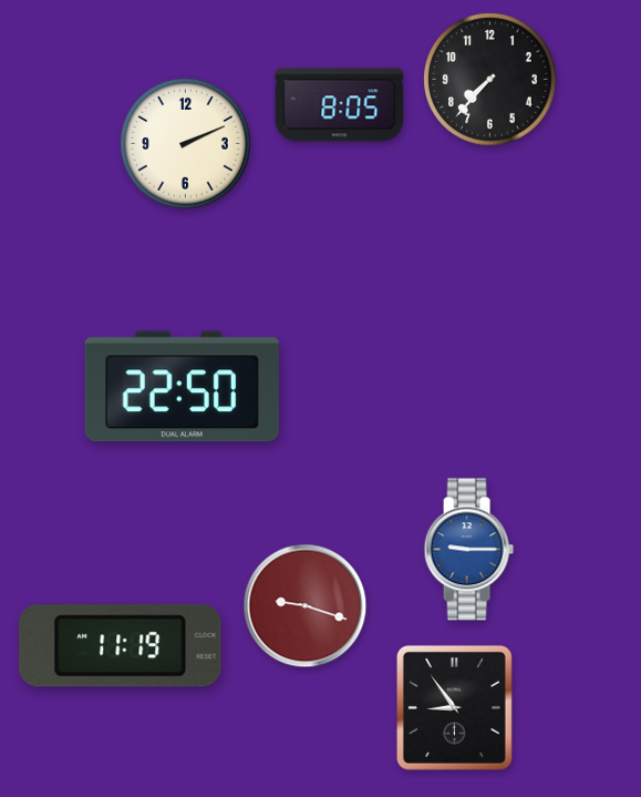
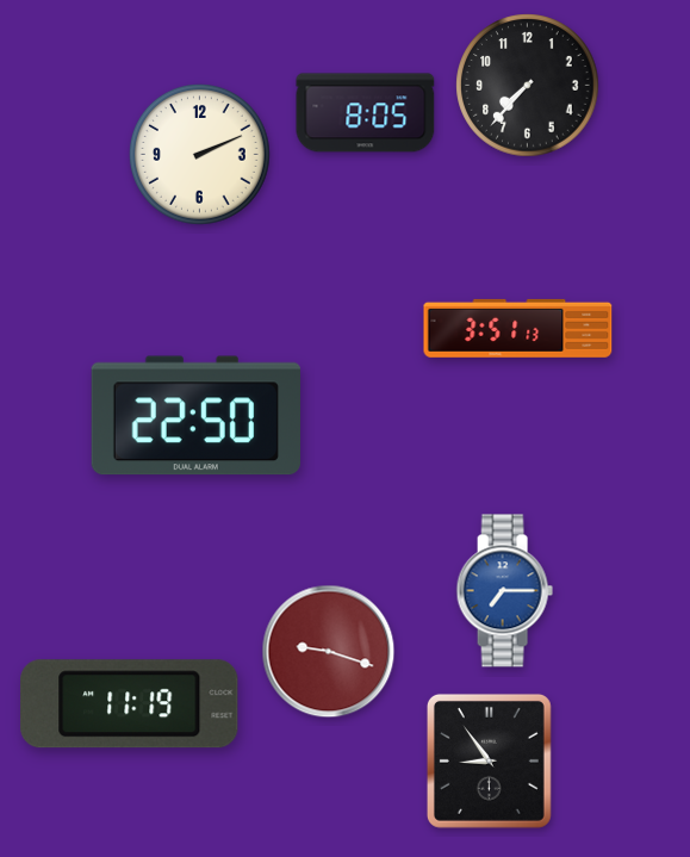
clock at (518, 328): none -> 3:51
clock at (468, 550): 9:15 -> 7:15
clock at (121, 646) position: (121, 646) -> (130, 704)
